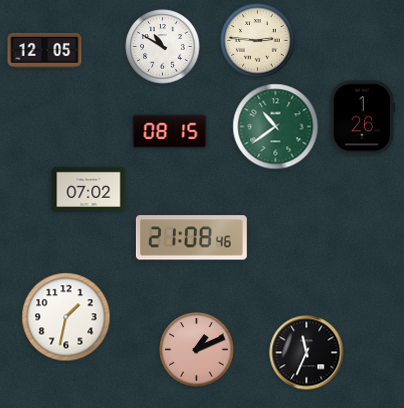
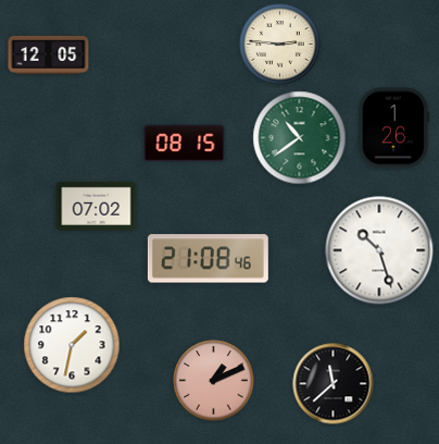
clock at (163, 47): 10:50 -> none
clock at (379, 250): none -> 10:27
clock at (307, 353): 11:34 -> 11:38
